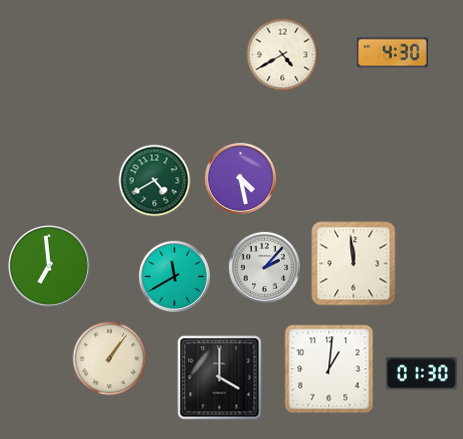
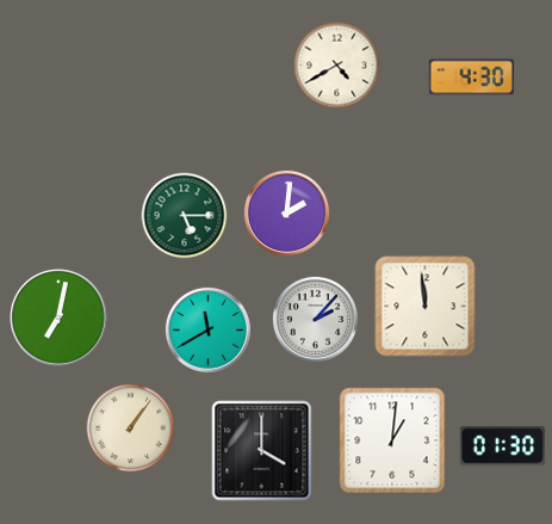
clock at (392, 53) position: (392, 53) -> (471, 78)
clock at (240, 178): 4:28 -> 2:01
clock at (155, 181): 4:40 -> 5:15
clock at (354, 264) position: (354, 264) -> (426, 307)
clock at (49, 266): 6:59 -> 7:02
